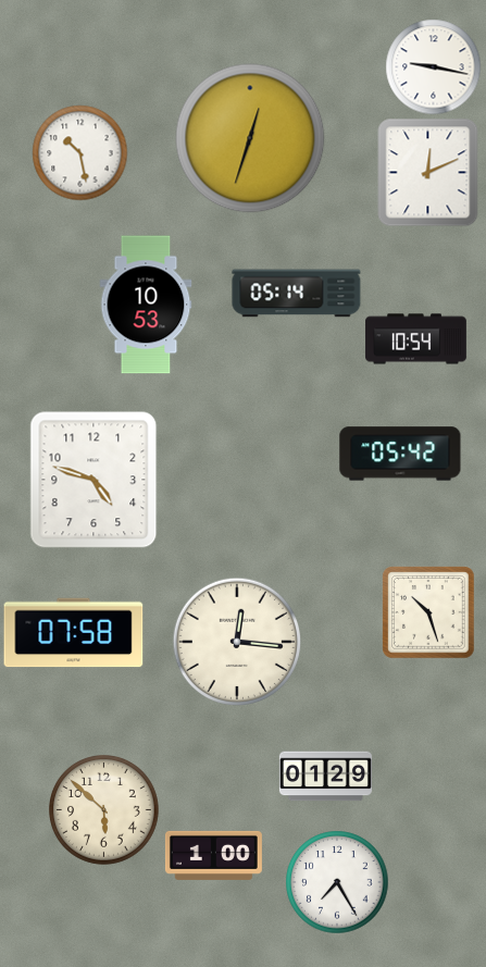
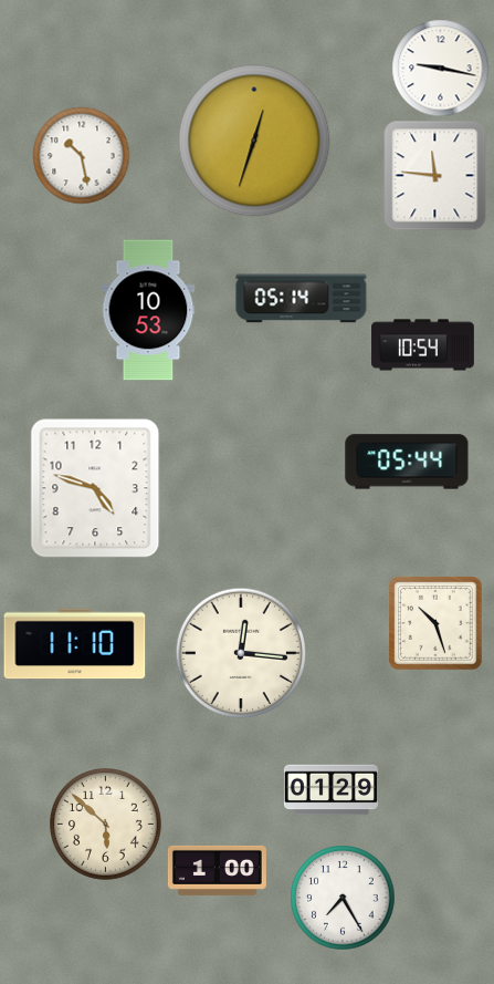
clock at (428, 172): 12:11 -> 11:46
clock at (400, 454): 05:42 -> 05:44
clock at (74, 633): 07:58 -> 11:10
